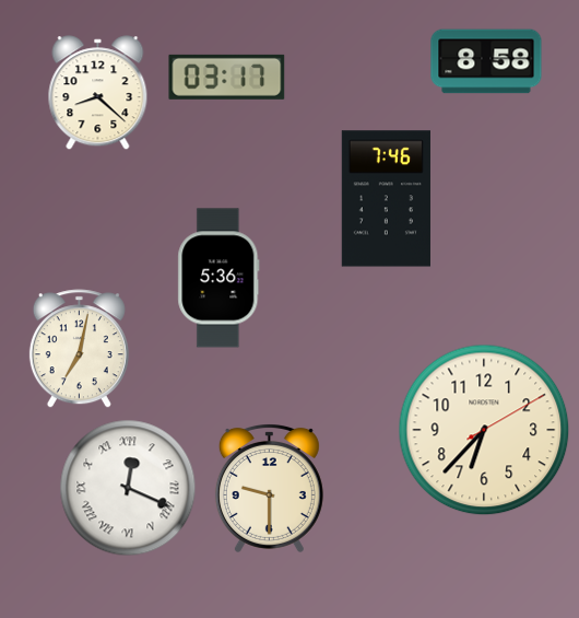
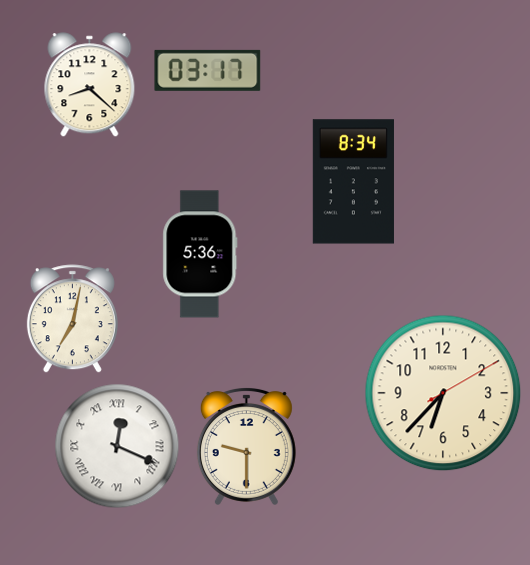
clock at (486, 61): 8:58 -> none
clock at (386, 199): 7:46 -> 8:34
